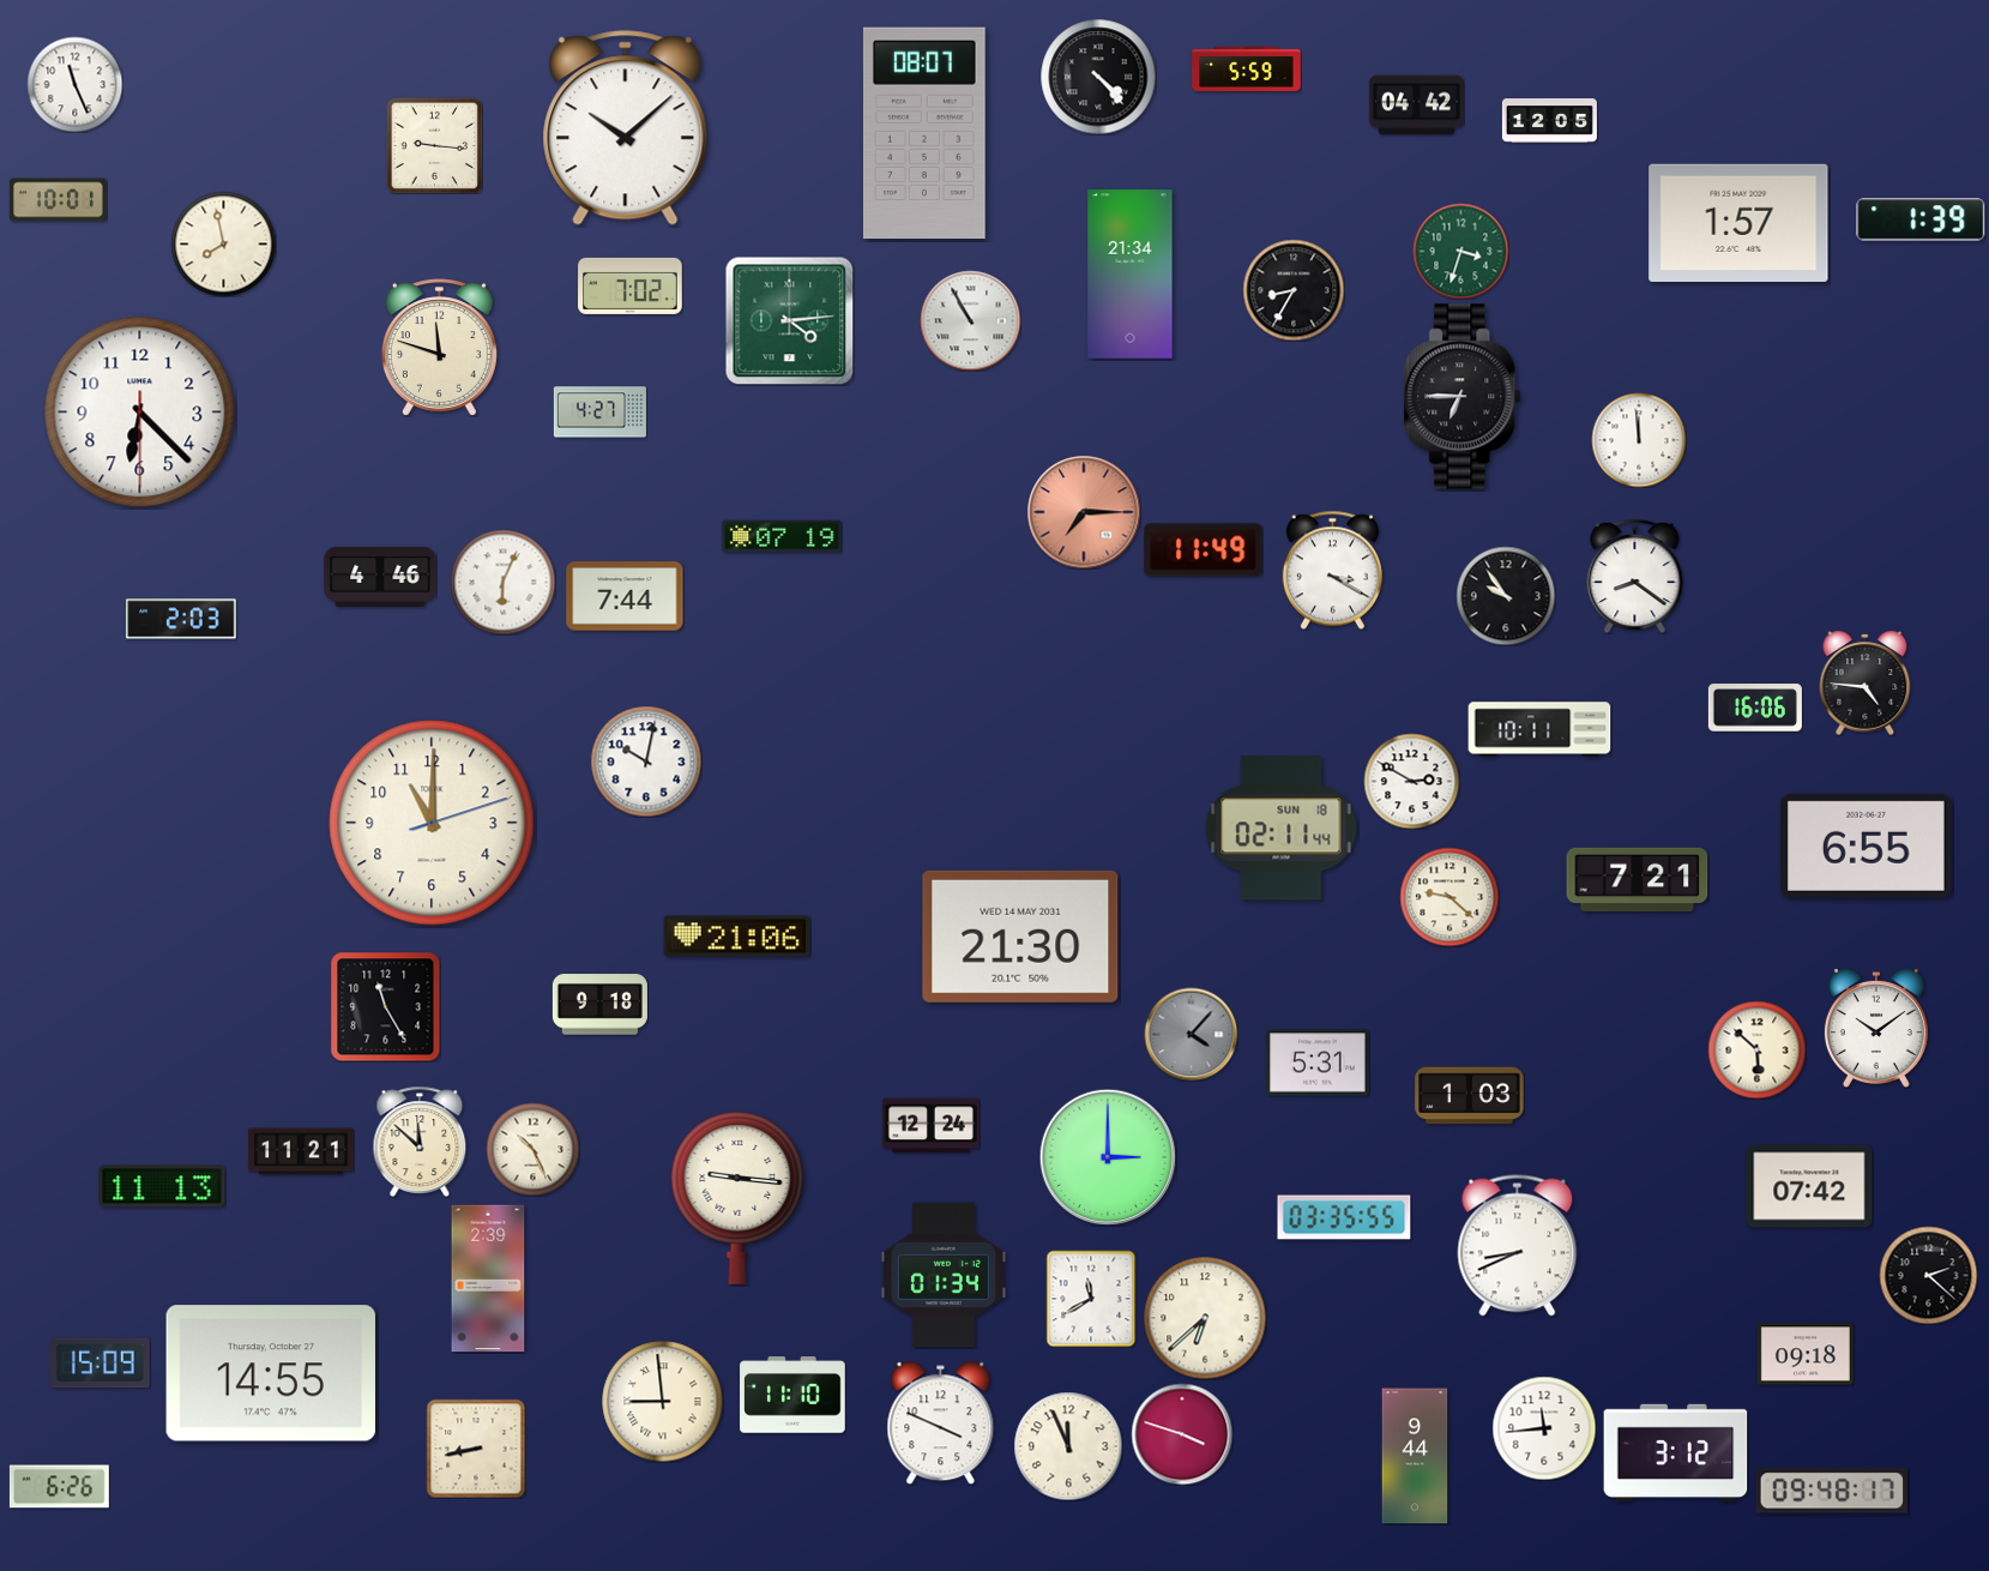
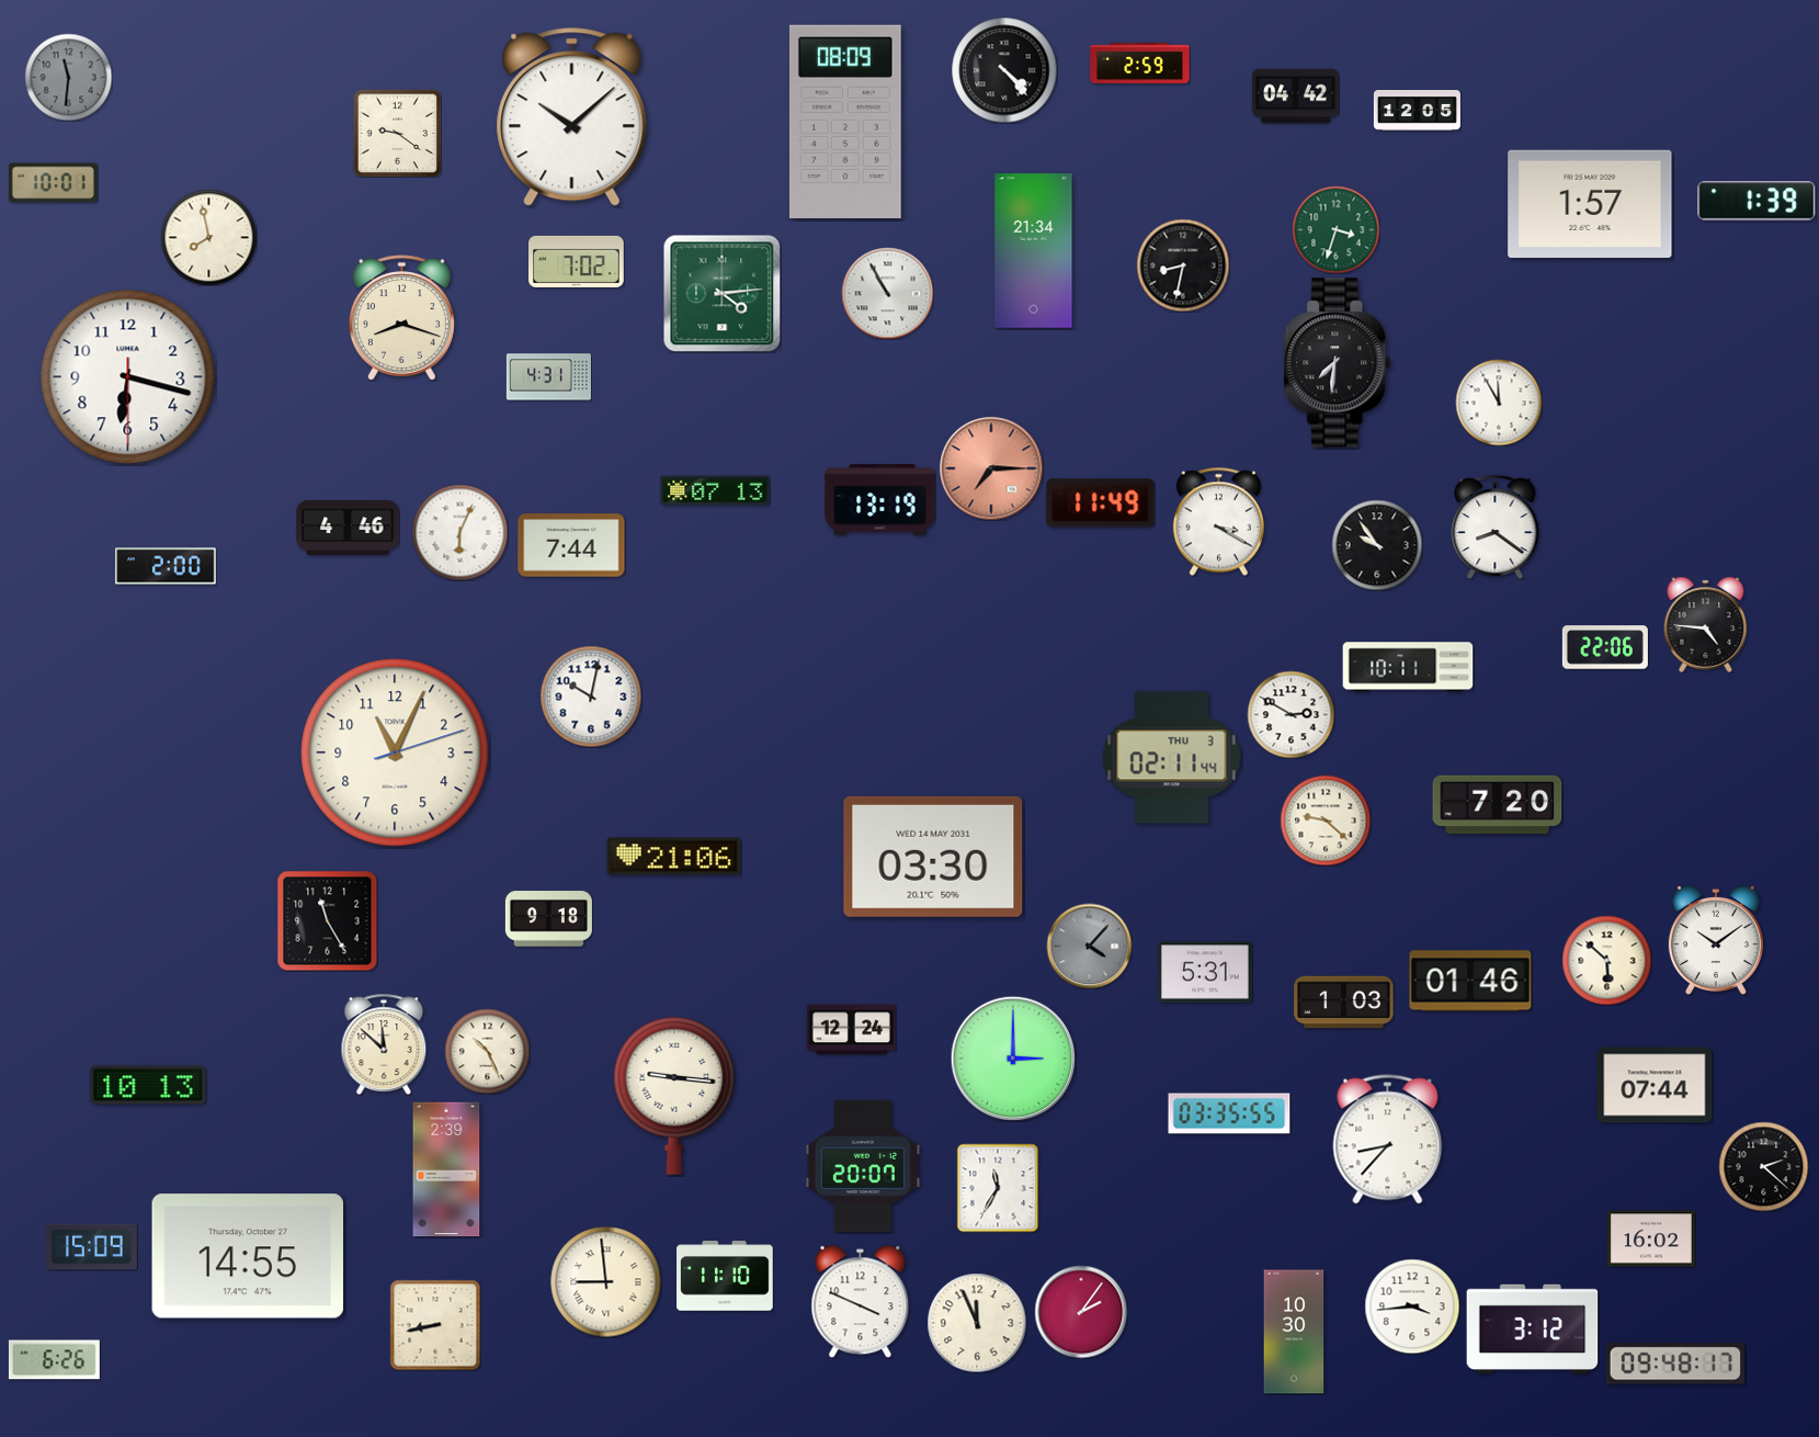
clock at (1247, 68): 5:59 -> 2:59
clock at (74, 84): 11:26 -> 11:31
clock at (74, 84) dial: white -> grey
clock at (924, 132): 08:07 -> 08:09
clock at (434, 145): 9:16 -> 9:21
clock at (223, 243) position: (223, 243) -> (208, 237)
clock at (1294, 290): 8:35 -> 8:32
clock at (439, 348): 11:48 -> 8:18
clock at (1463, 397): 6:45 -> 7:31
clock at (140, 413): 6:22 -> 6:17
clock at (599, 413): 4:27 -> 4:31
clock at (1639, 440): 11:59 -> 11:55
clock at (782, 536): 07:19 -> 07:13
clock at (880, 500): none -> 13:19
clock at (181, 619): 2:03 -> 2:00
clock at (1755, 708): 16:06 -> 22:06
clock at (432, 823): 11:00 -> 11:04
clock at (1282, 829) date: SUN 18 -> THU 3
clock at (1867, 845): 6:55 -> none
clock at (1638, 879): 7:21 -> 7:20
clock at (1020, 937): 21:30 -> 03:30
clock at (385, 1006) position: (385, 1006) -> (327, 920)
clock at (1470, 981): none -> 01:46
clock at (301, 1151): 11:21 -> none
clock at (162, 1186): 11:13 -> 10:13
clock at (1809, 1186): 07:42 -> 07:44
clock at (1518, 1246): 8:41 -> 8:37
clock at (944, 1275): 01:34 -> 20:07
clock at (1091, 1299): 11:40 -> 11:35
clock at (1205, 1318): 6:38 -> none
clock at (1806, 1354): 09:18 -> 16:02
clock at (1544, 1428): 11:44 -> 3:44
clock at (1182, 1434): 3:48 -> 2:06
clock at (1415, 1456): 9:44 -> 10:30
